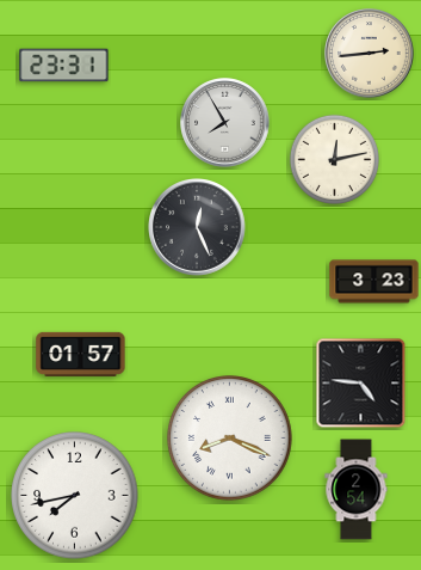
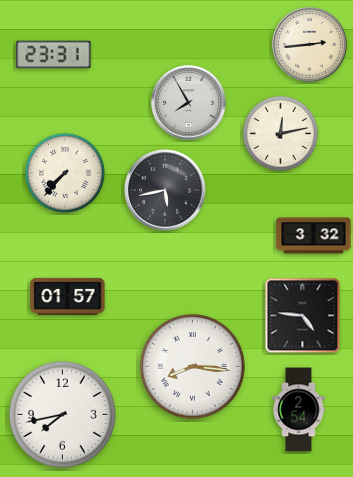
clock at (65, 173): none -> 7:37
clock at (198, 228): 12:26 -> 5:43
clock at (374, 282): 3:23 -> 3:32
clock at (361, 384) position: (361, 384) -> (303, 316)
clock at (230, 439): 8:19 -> 8:16
